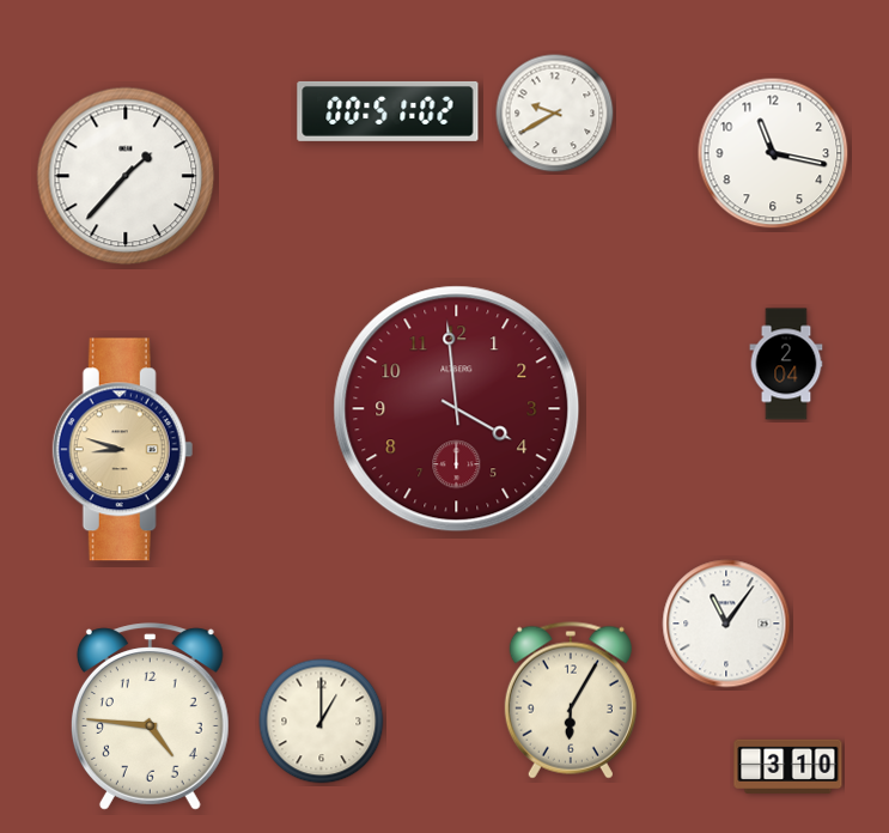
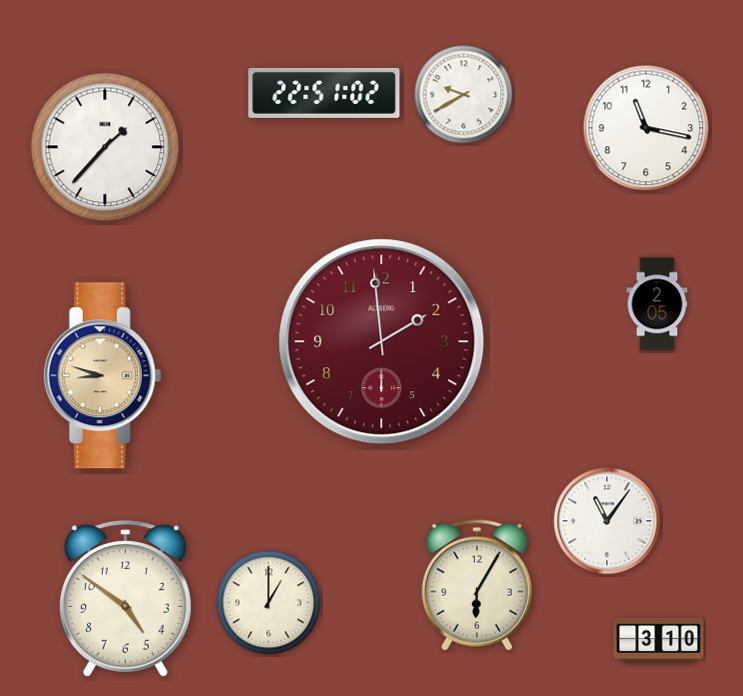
clock at (388, 111): 00:51 -> 22:51
clock at (786, 364): 2:04 -> 2:05
clock at (457, 409): 3:59 -> 1:59
clock at (150, 717): 4:46 -> 4:51
